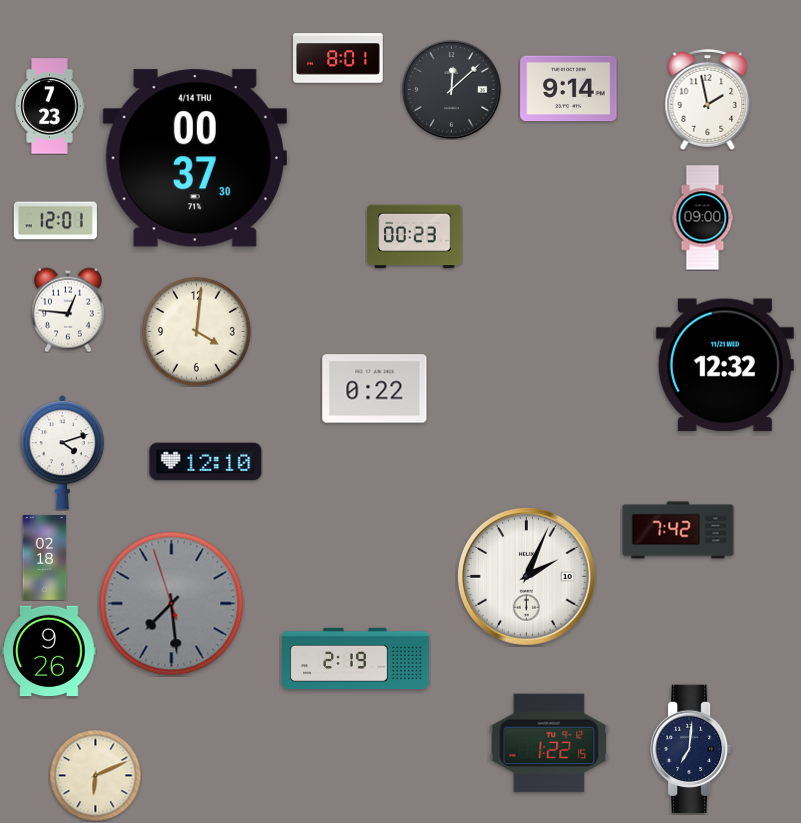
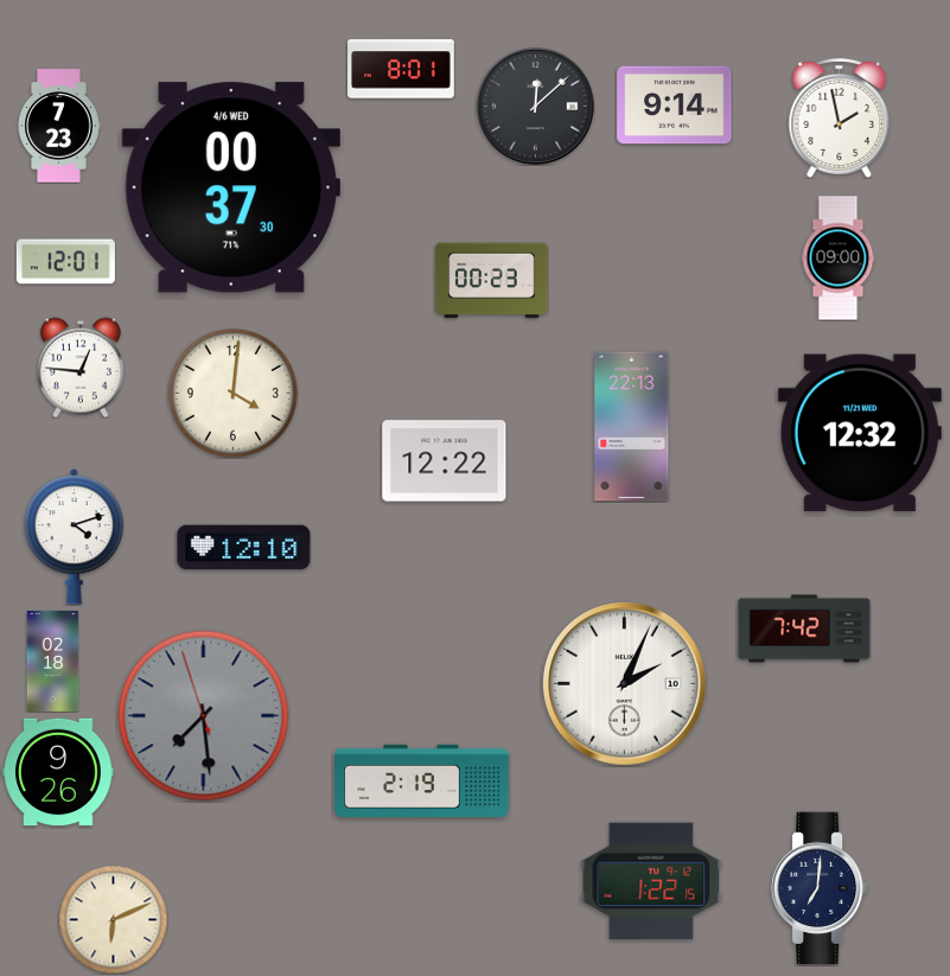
clock at (195, 158) date: 4/14 THU -> 4/6 WED
clock at (703, 218) position: (703, 218) -> (839, 259)
clock at (632, 427): none -> 22:13
clock at (375, 389): 0:22 -> 12:22
